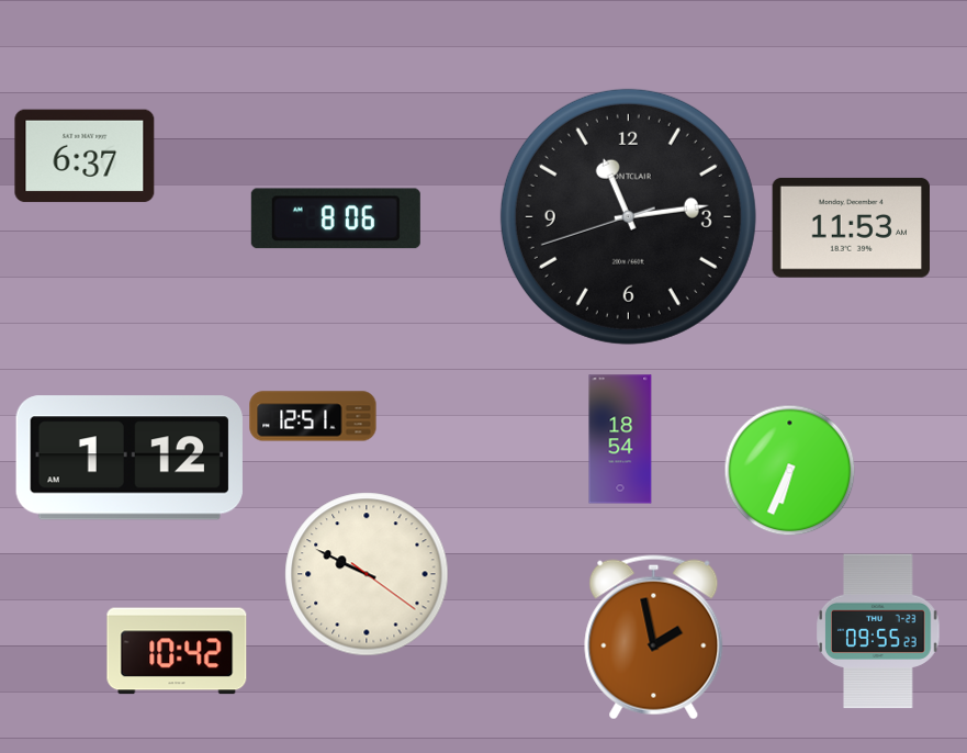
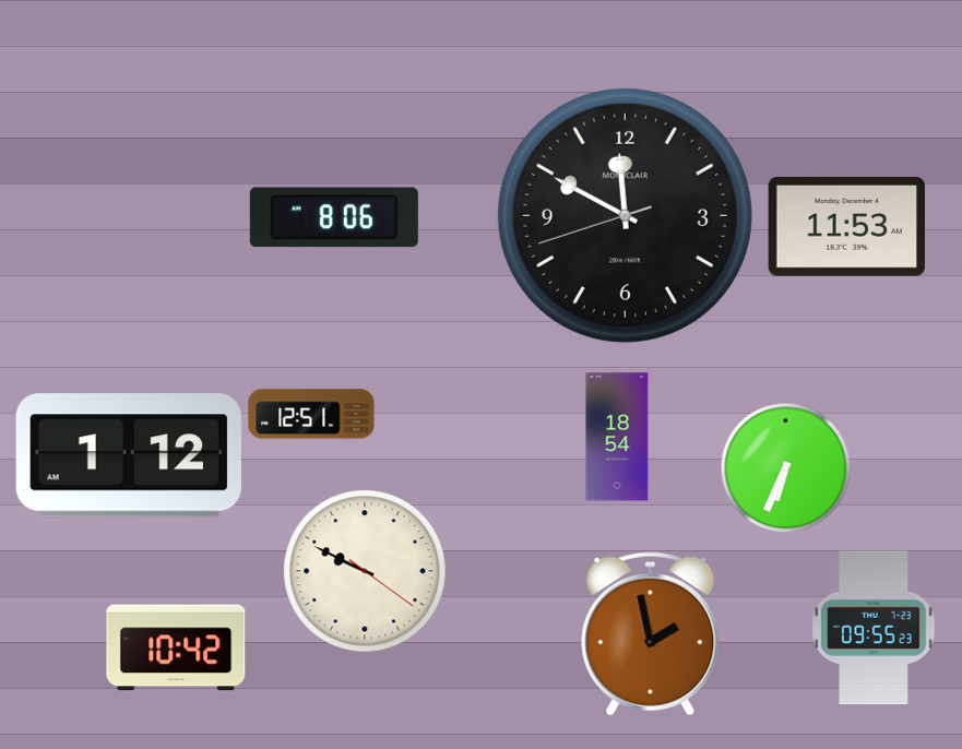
clock at (85, 156): 6:37 -> none
clock at (628, 216): 11:13 -> 11:49
